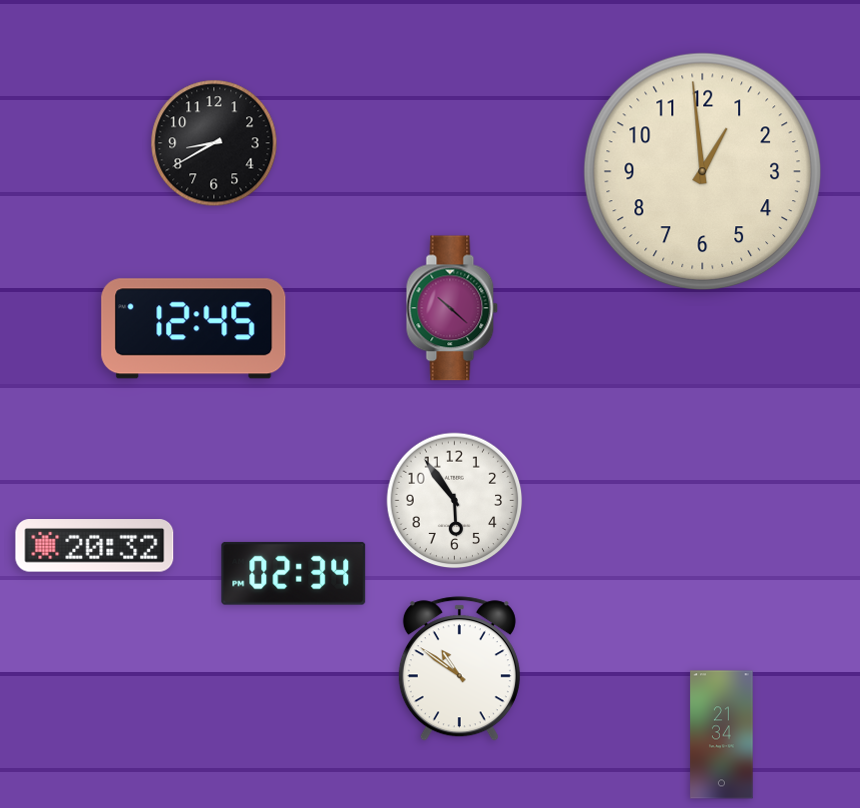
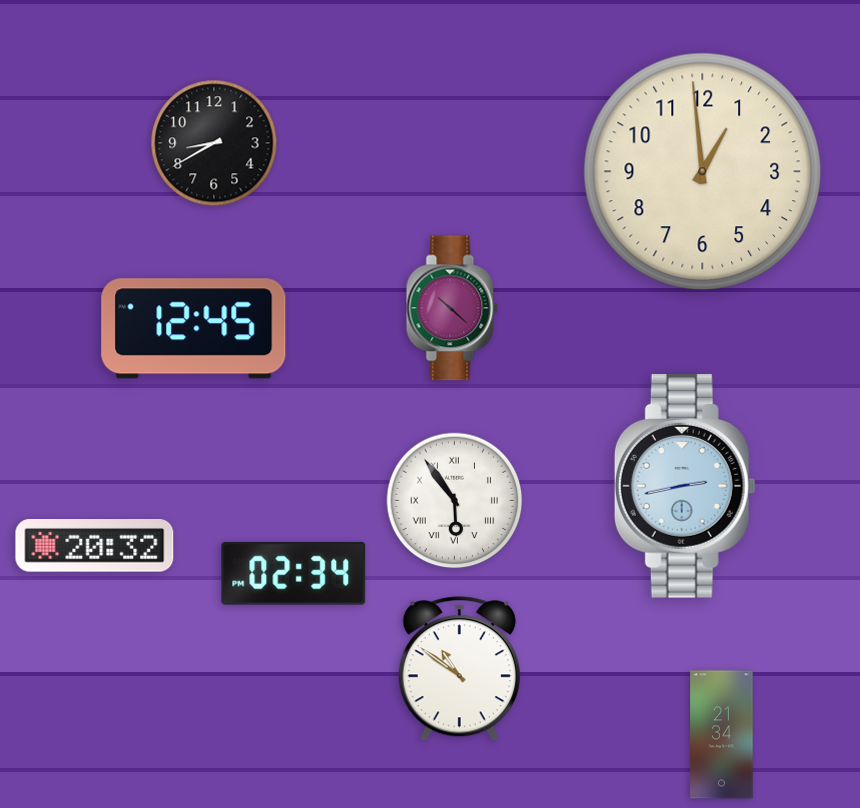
clock at (685, 486): none -> 2:43
clock at (455, 501) numerals: Arabic -> Roman
